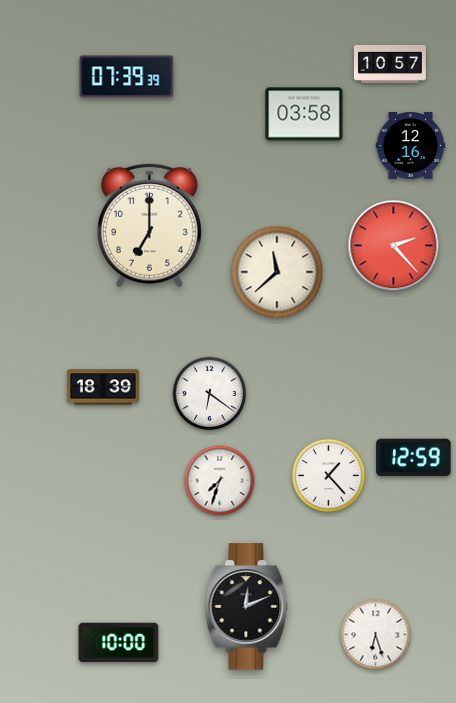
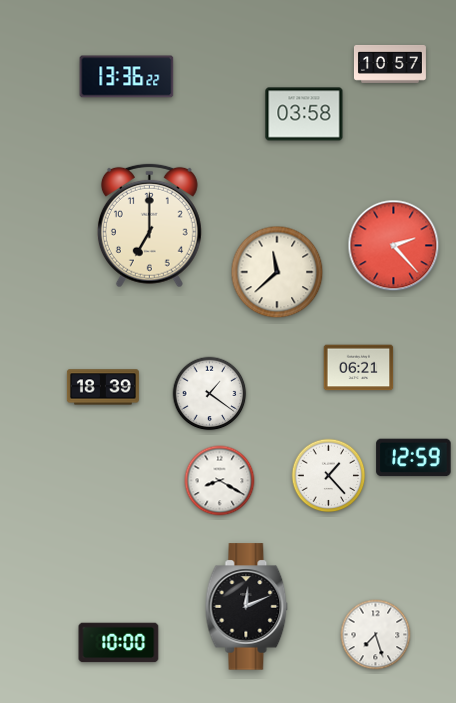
clock at (127, 77): 07:39 -> 13:36
clock at (411, 146): 12:16 -> none
clock at (359, 368): none -> 06:21
clock at (210, 394): 6:21 -> 1:21
clock at (220, 481): 7:33 -> 8:20
clock at (376, 635): 6:27 -> 7:27
